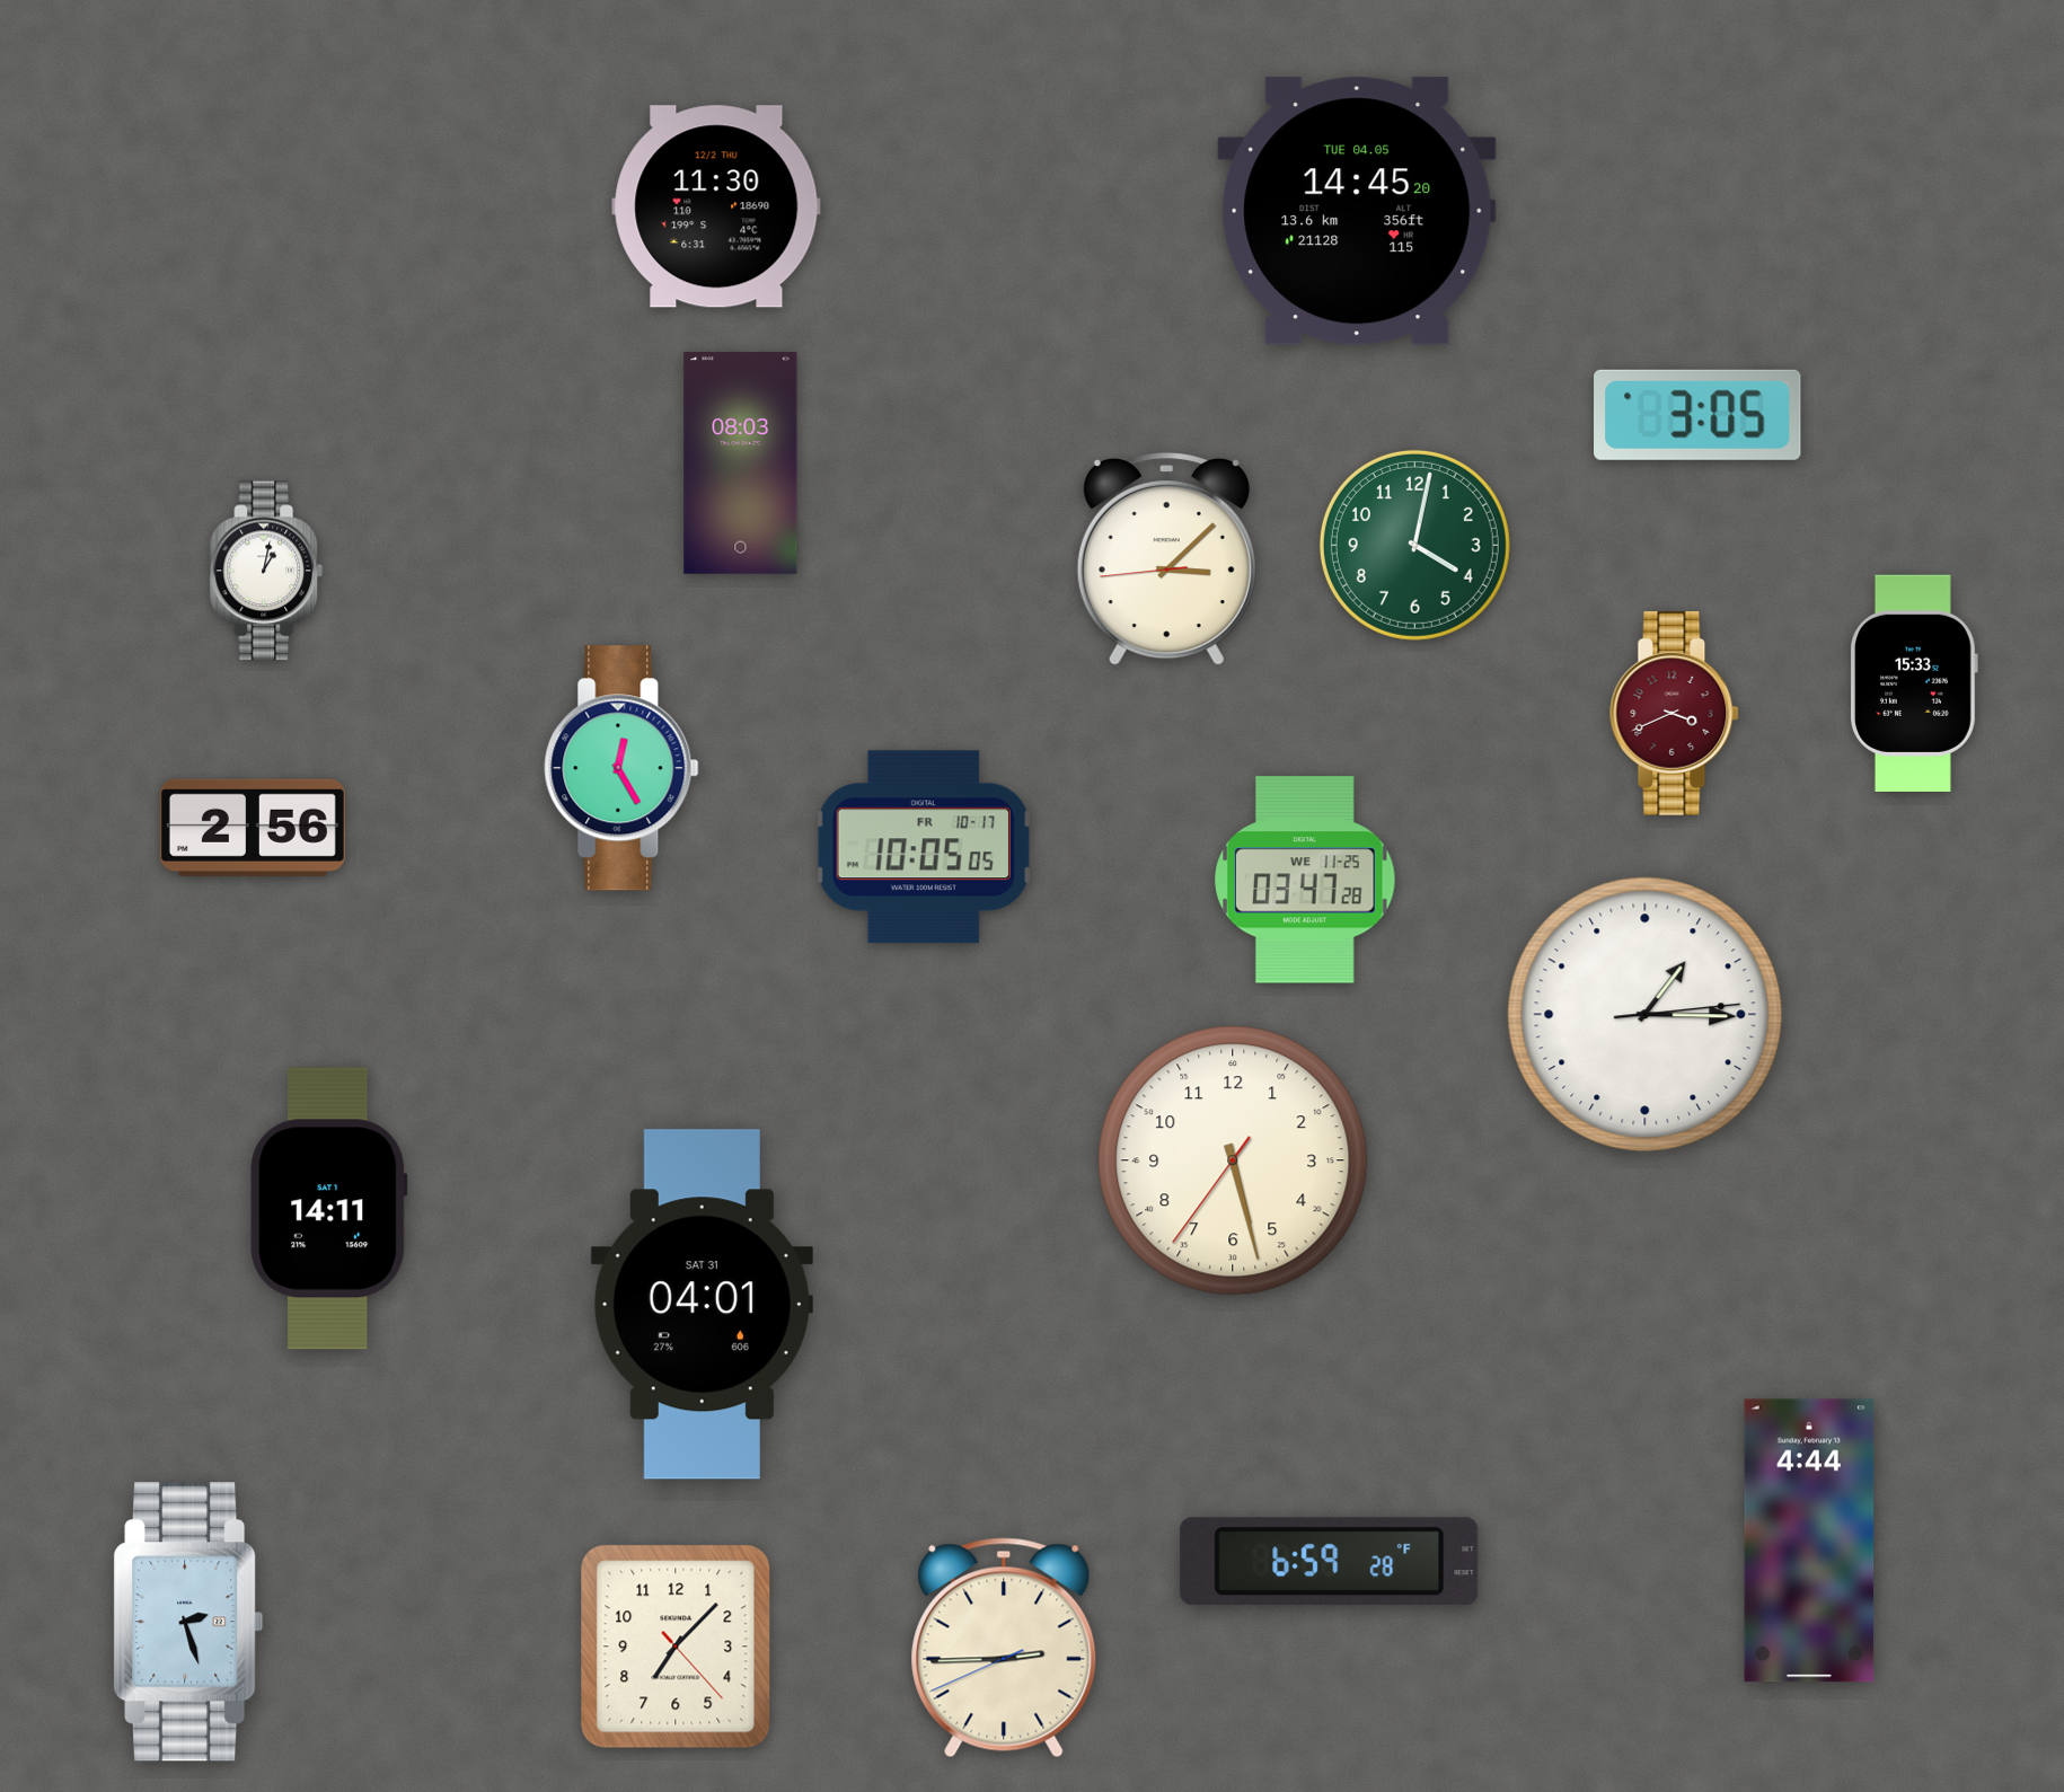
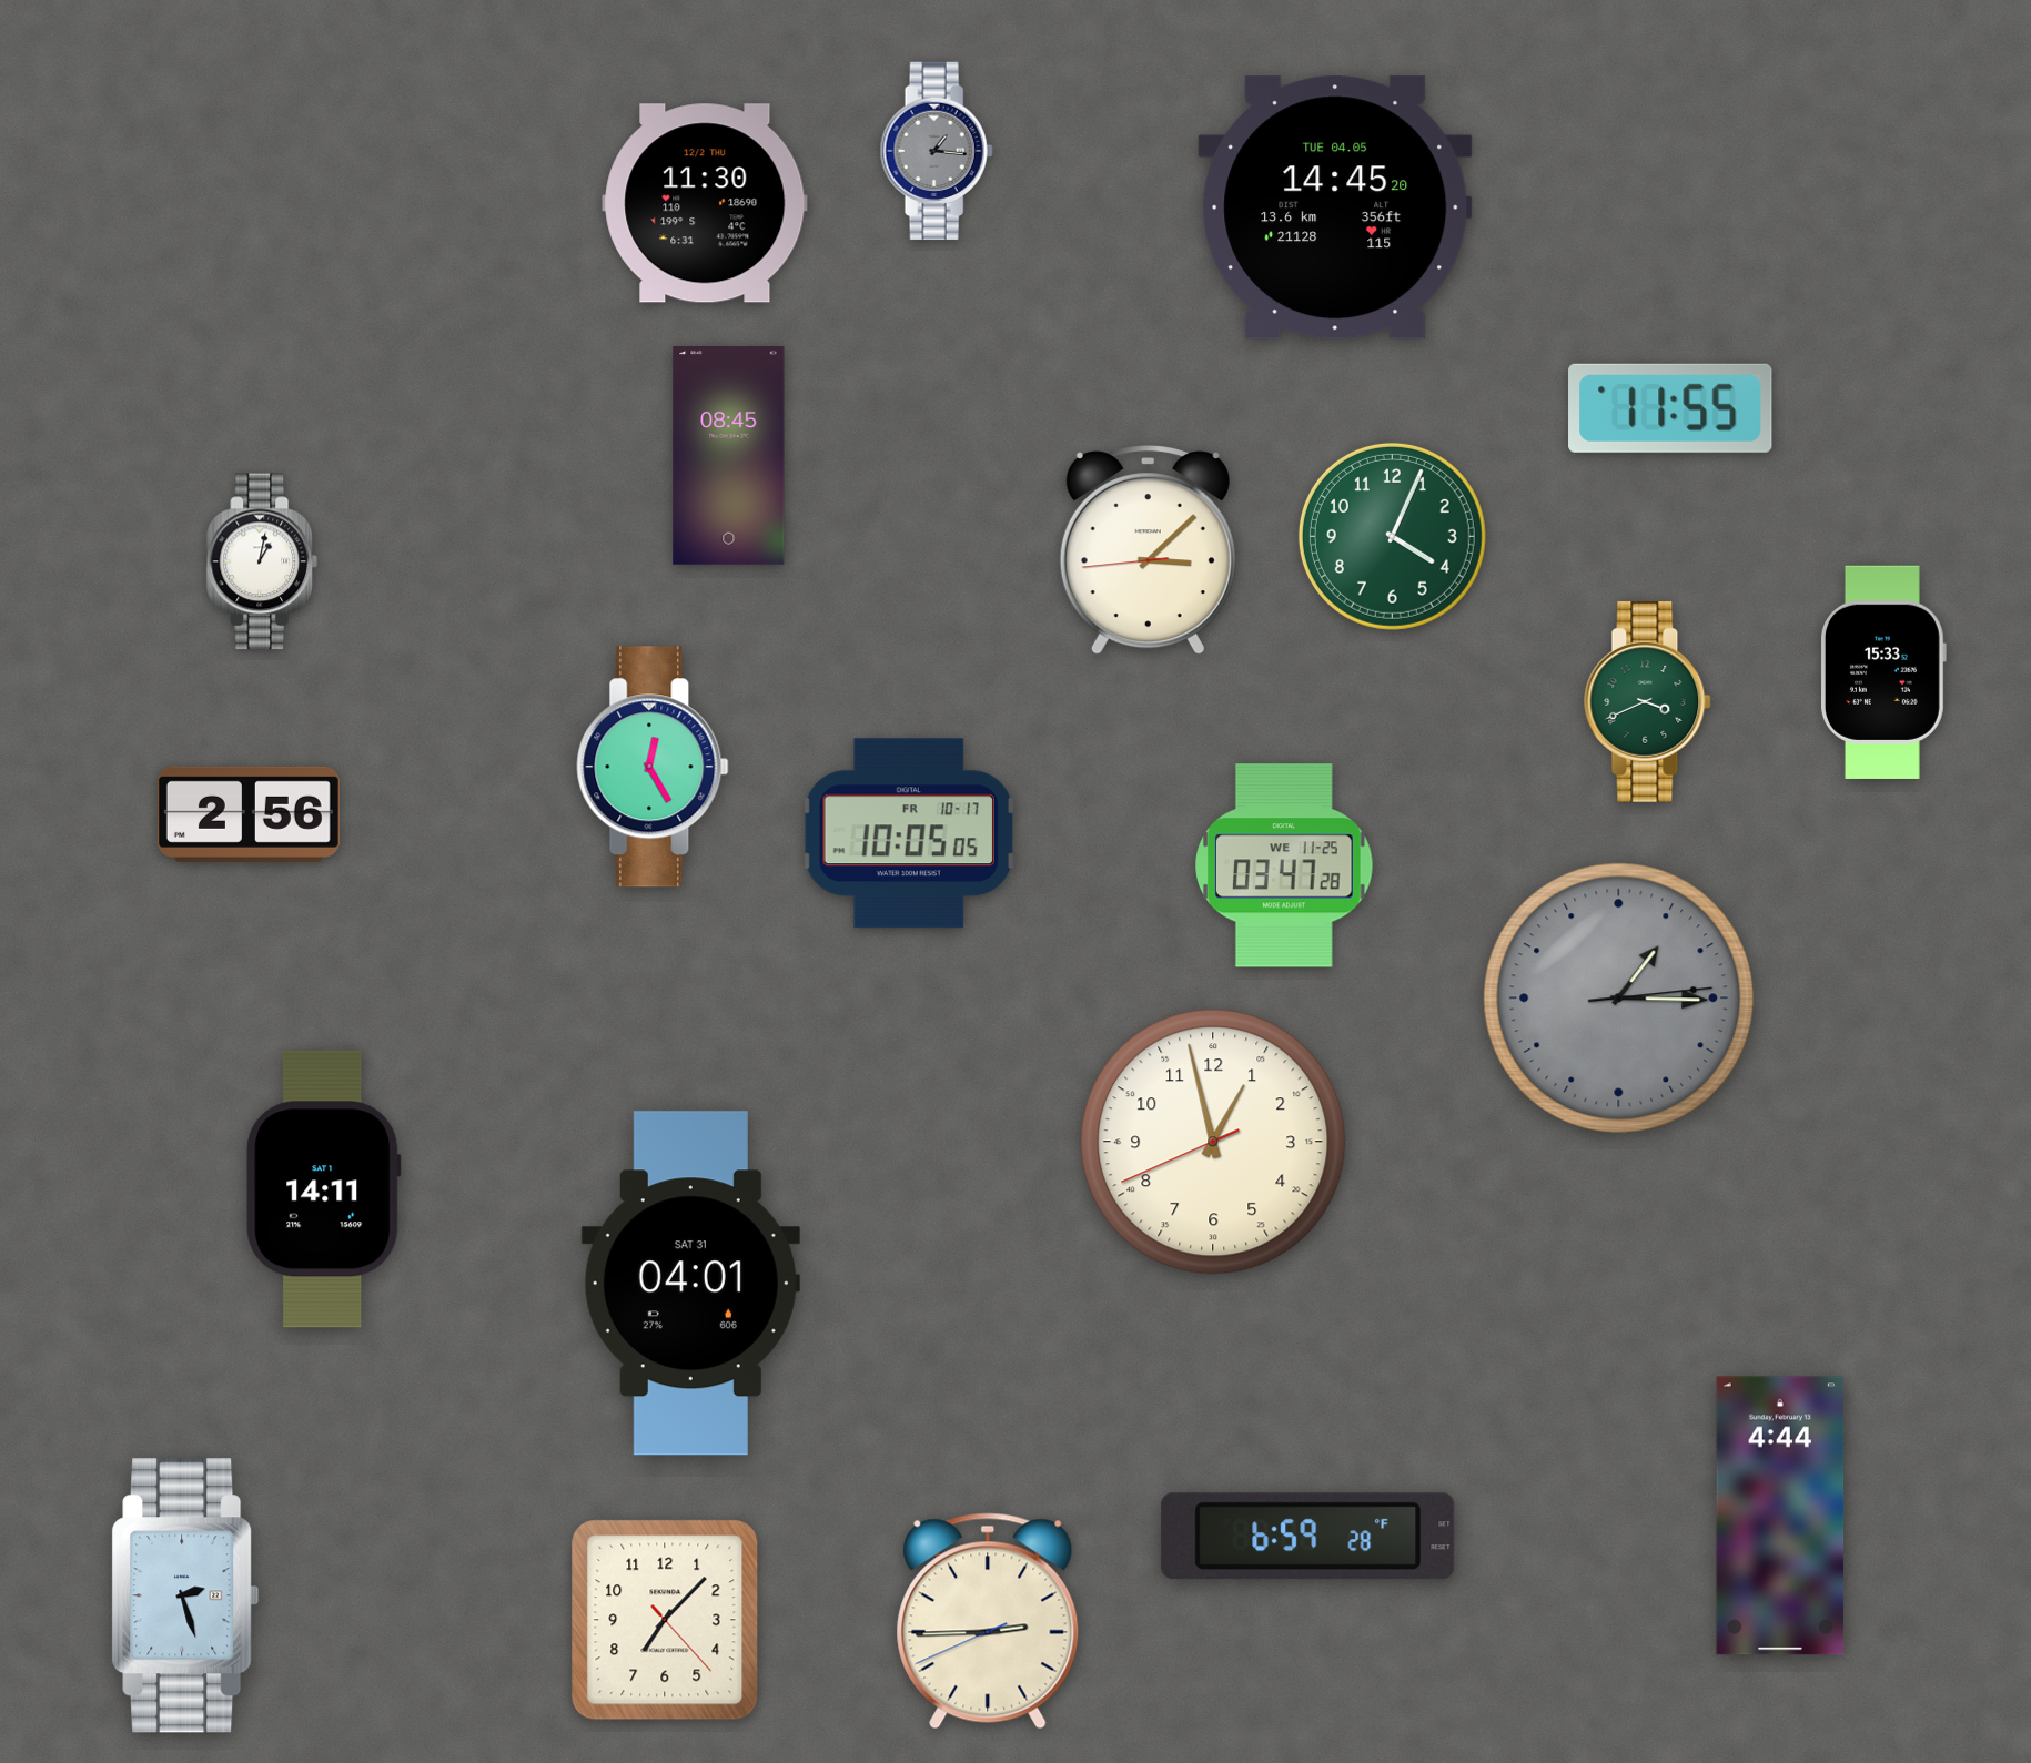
clock at (937, 151): none -> 1:16
clock at (1697, 415): 3:05 -> 11:55
clock at (741, 464): 08:03 -> 08:45
clock at (1414, 545): 4:02 -> 4:04
clock at (1675, 713) dial: burgundy -> green
clock at (621, 768) position: (621, 768) -> (653, 767)
clock at (1646, 1015) dial: white -> grey
clock at (1233, 1160): 5:27 -> 12:57
